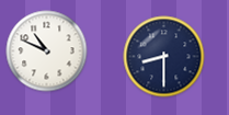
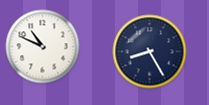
clock at (164, 57): 8:30 -> 8:25
